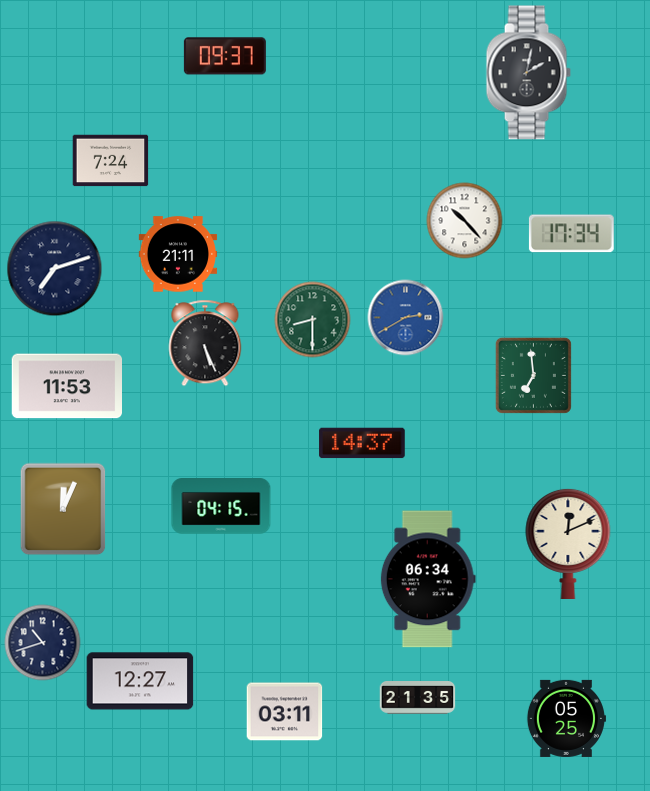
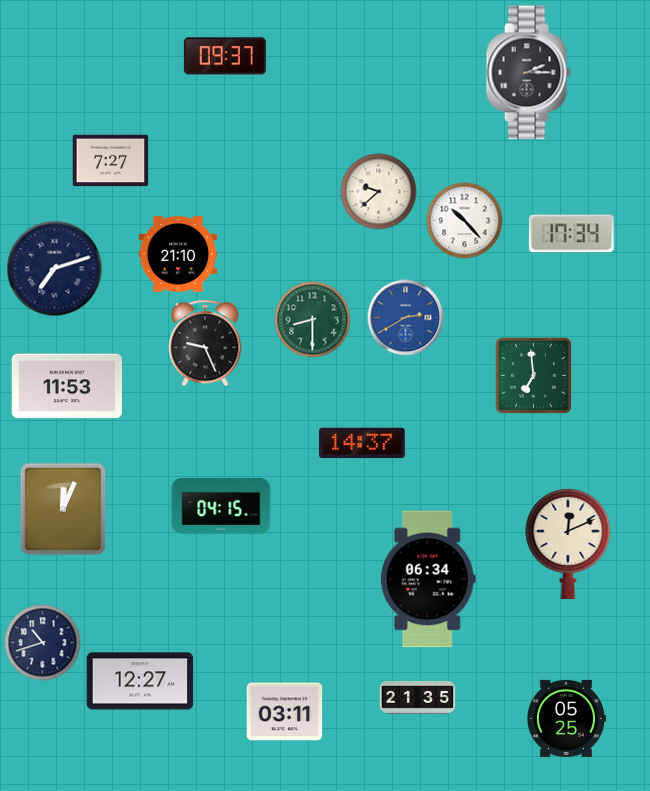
clock at (528, 73): 2:02 -> 2:15
clock at (111, 161): 7:24 -> 7:27
clock at (379, 192): none -> 9:38
clock at (178, 254): 21:11 -> 21:10
clock at (205, 343): 5:26 -> 9:26
